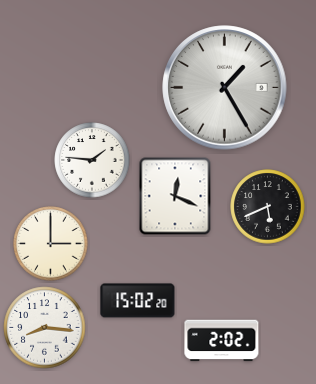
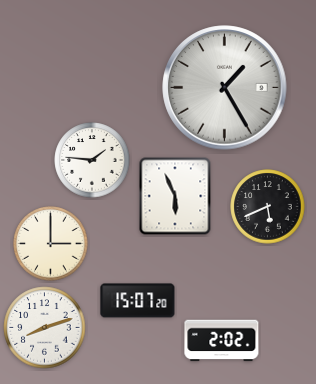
clock at (175, 196): 12:19 -> 5:56
clock at (138, 301): 15:02 -> 15:07
clock at (45, 328): 8:16 -> 8:12
